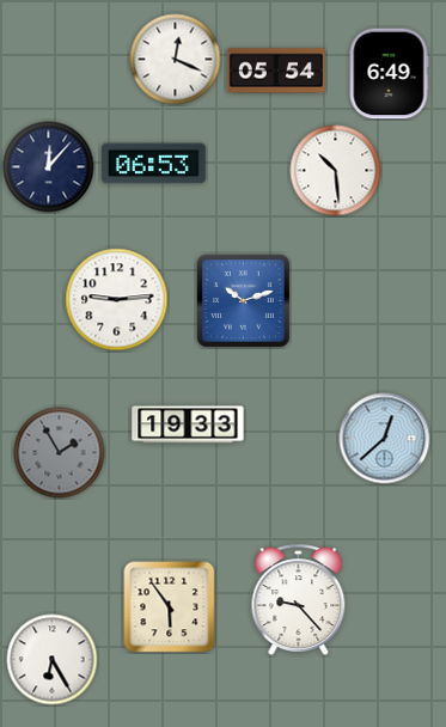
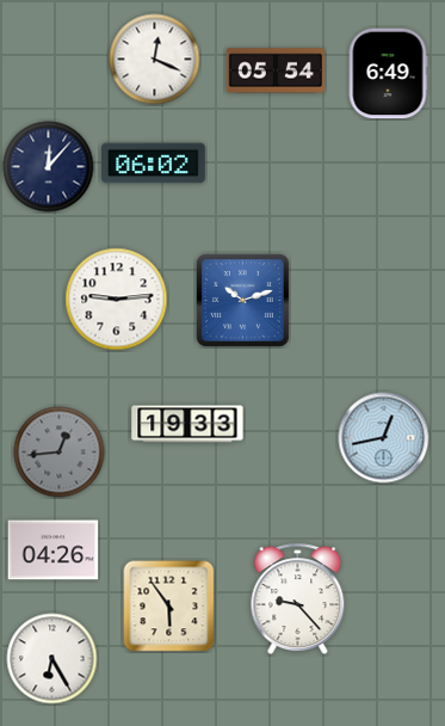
clock at (176, 60) position: (176, 60) -> (155, 60)
clock at (154, 164): 06:53 -> 06:02
clock at (336, 171): 10:29 -> none
clock at (385, 439): 12:38 -> 12:43
clock at (60, 453): 1:55 -> 12:44
clock at (54, 550): none -> 04:26
